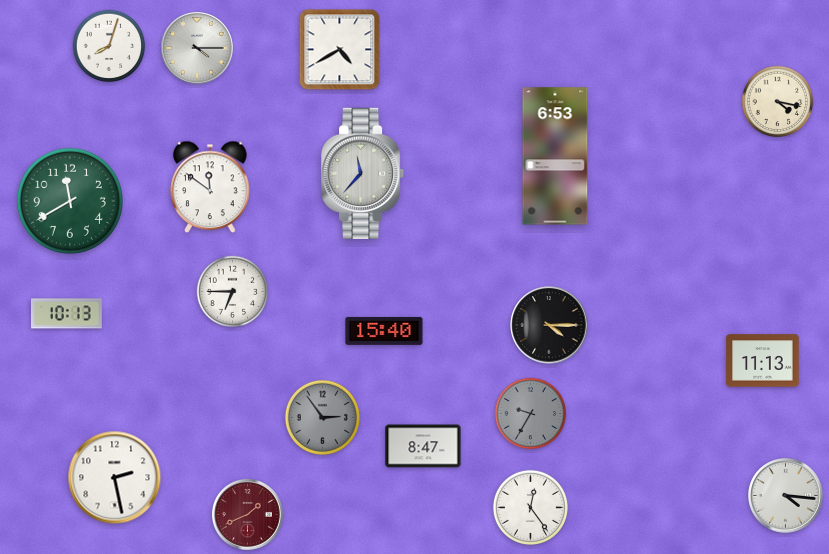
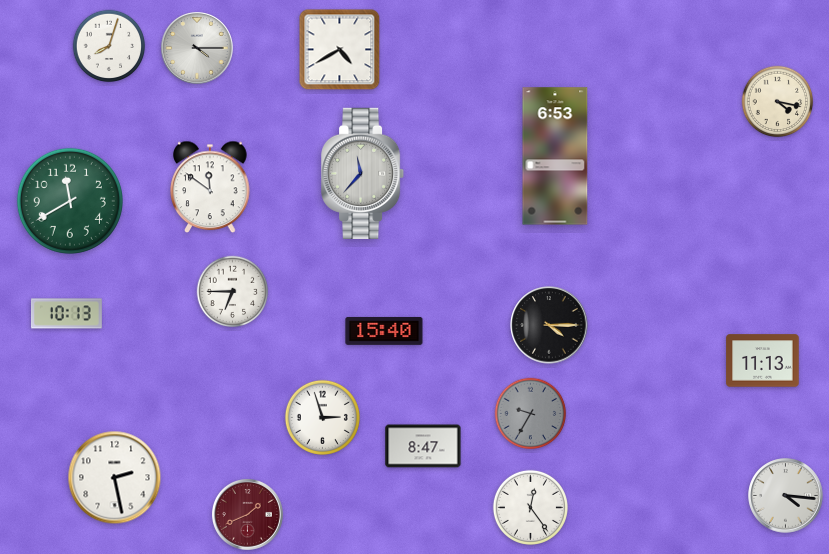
clock at (322, 417): 2:54 -> 2:57
clock at (322, 417) dial: grey -> white
